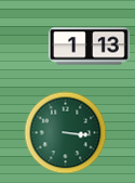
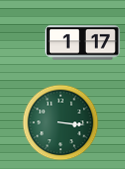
clock at (89, 47): 1:13 -> 1:17
